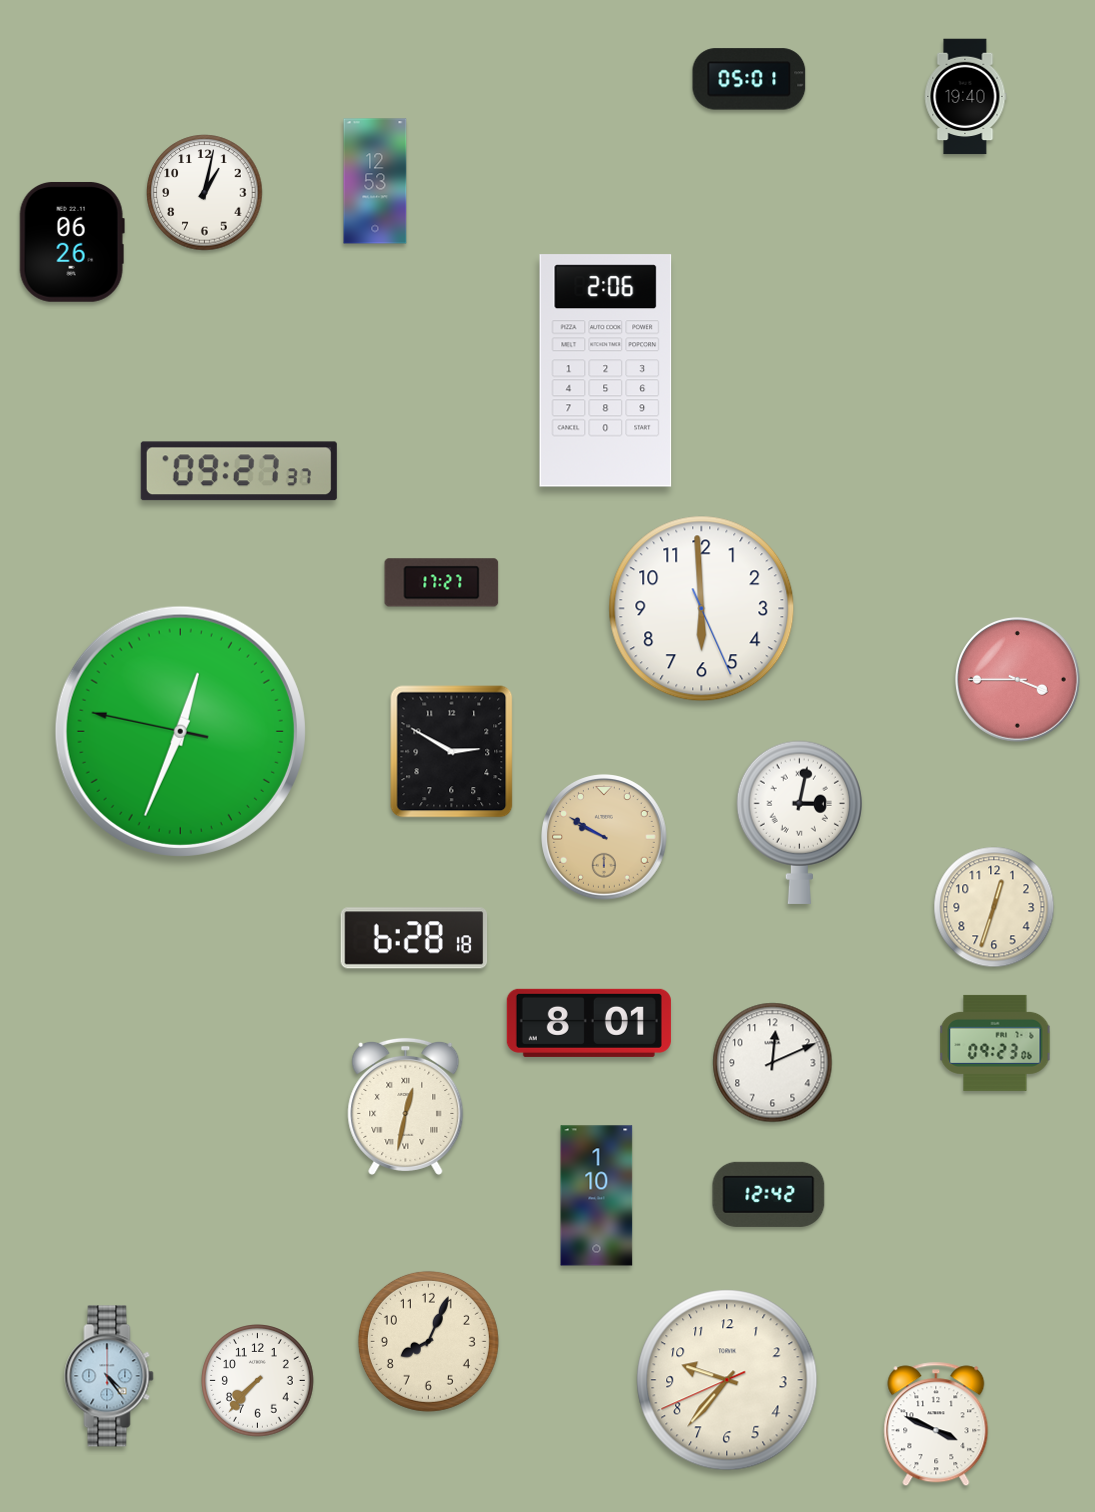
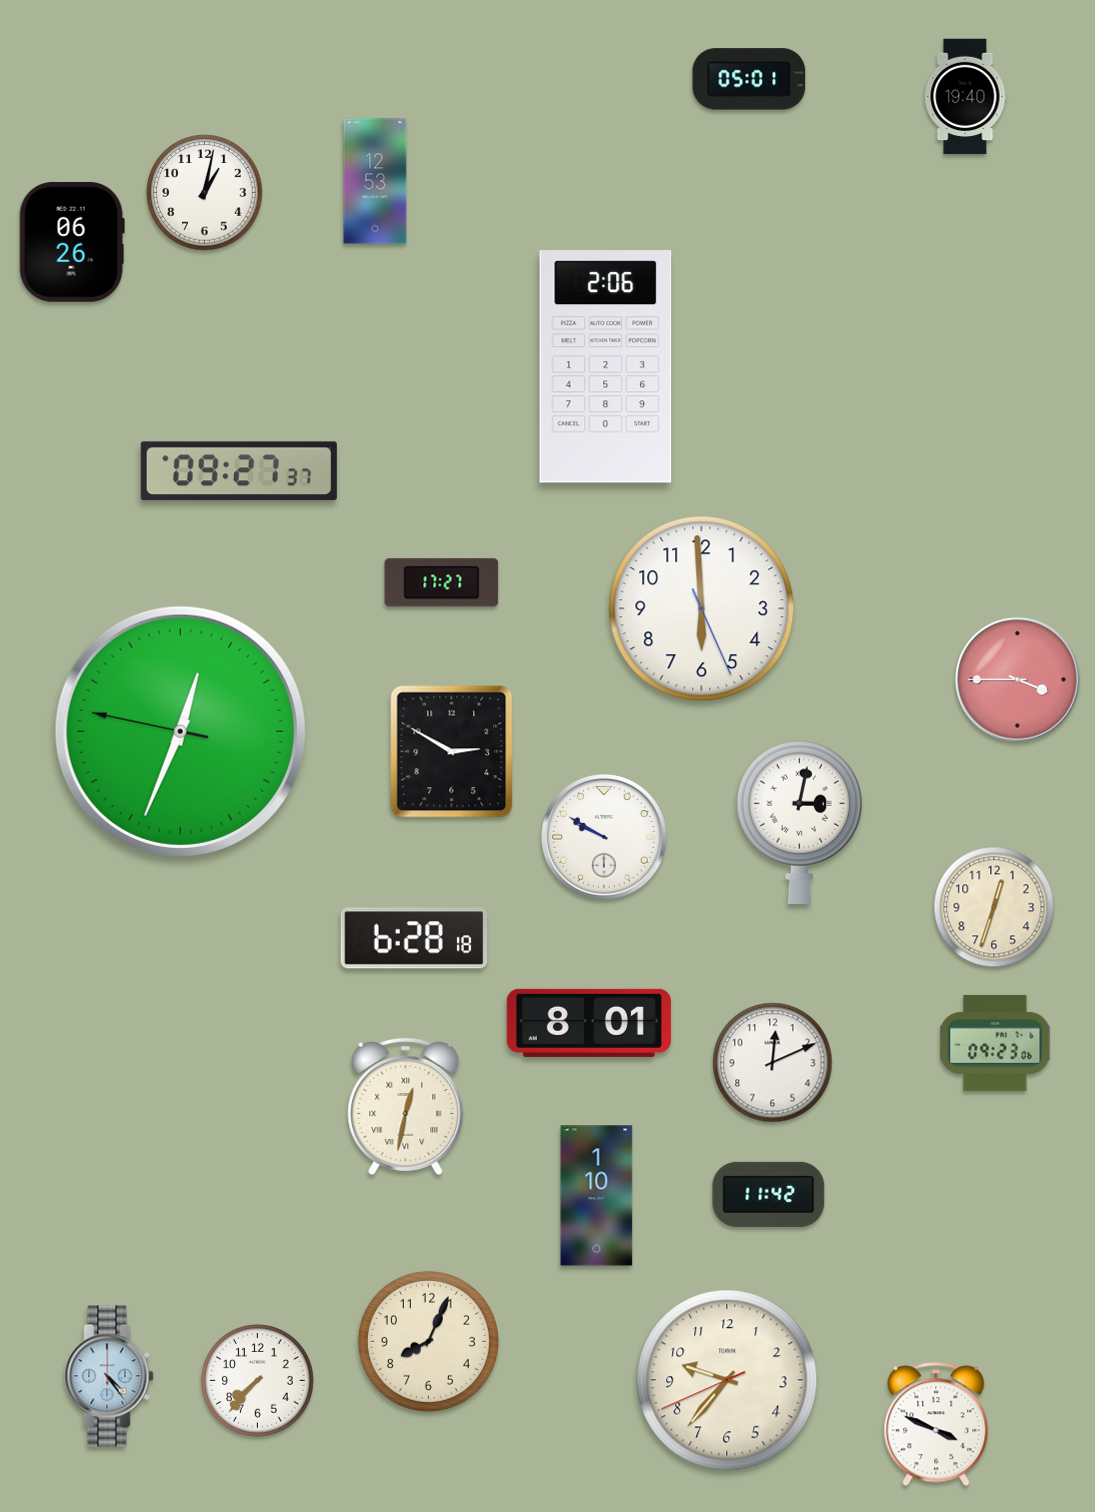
clock at (606, 371) position: (606, 371) -> (606, 367)
clock at (605, 838) dial: champagne -> white
clock at (769, 1194): 12:42 -> 11:42
